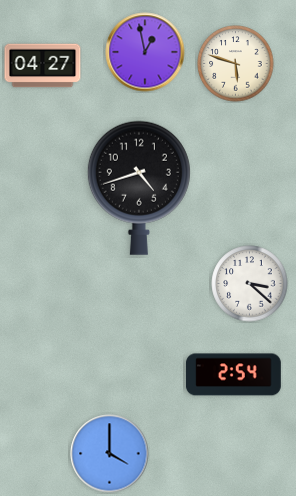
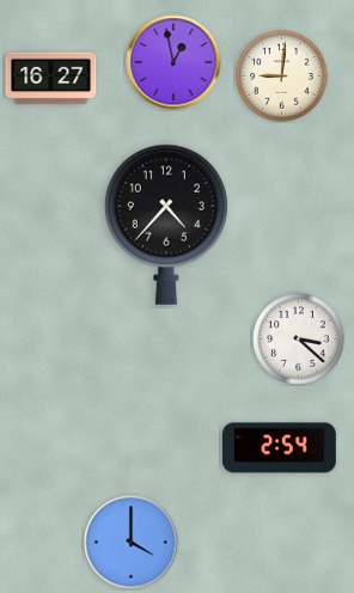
clock at (236, 64): 5:48 -> 9:01
clock at (43, 66): 04:27 -> 16:27
clock at (139, 188): 4:42 -> 4:37
